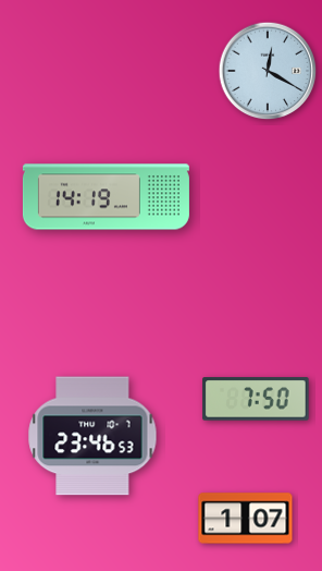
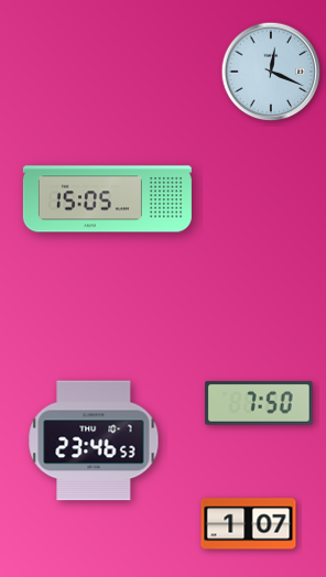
clock at (268, 71): 12:20 -> 12:19
clock at (106, 197): 14:19 -> 15:05
